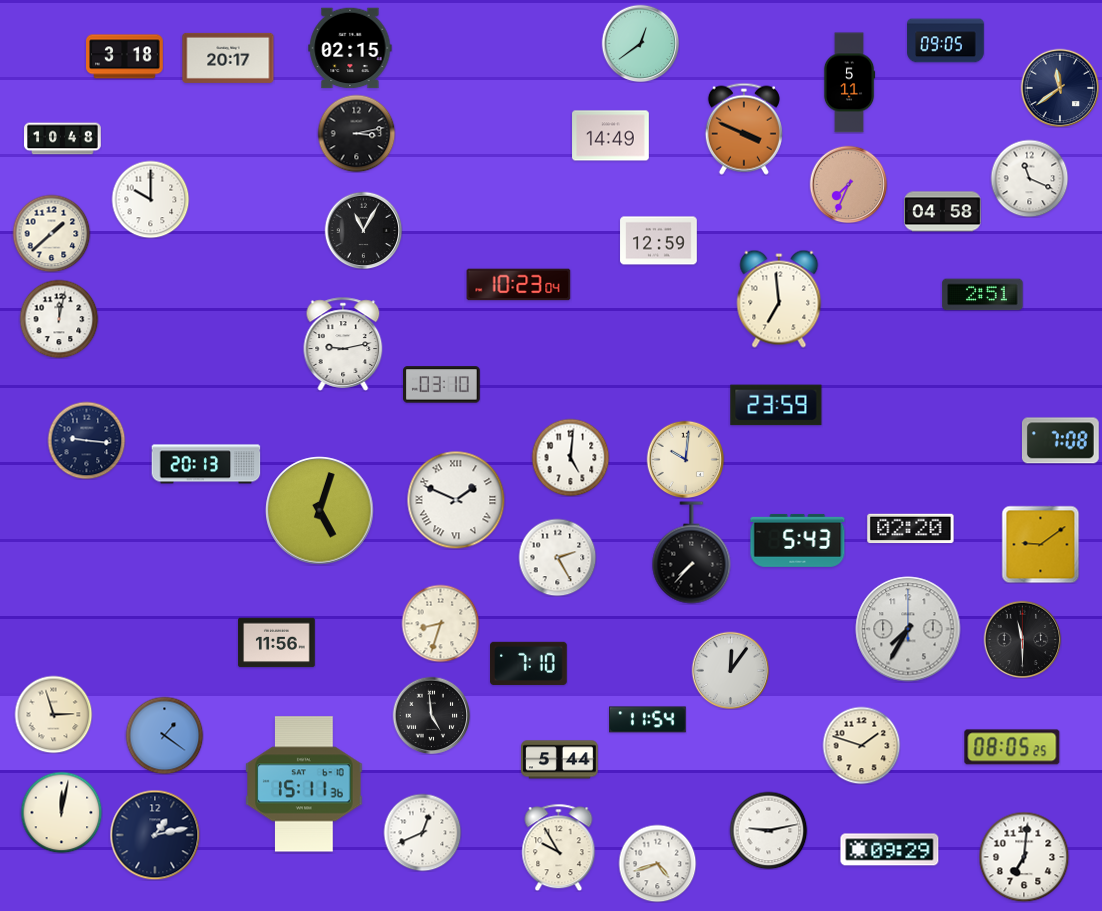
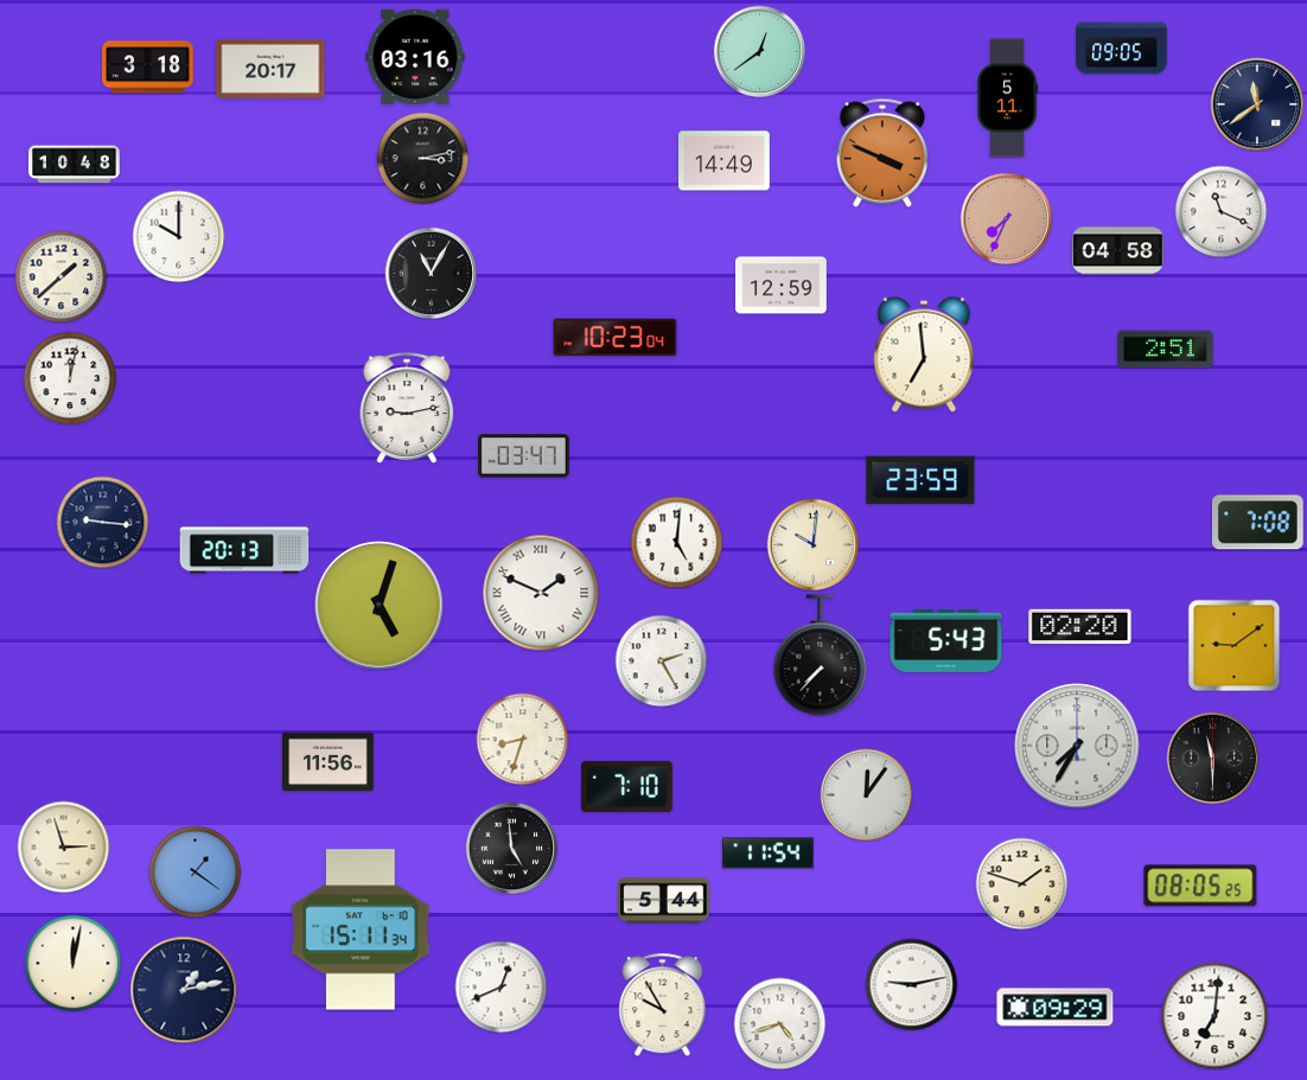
clock at (350, 48): 02:15 -> 03:16
clock at (442, 385): 03:10 -> 03:47
clock at (304, 784): 15:11:36 -> 15:11:34
